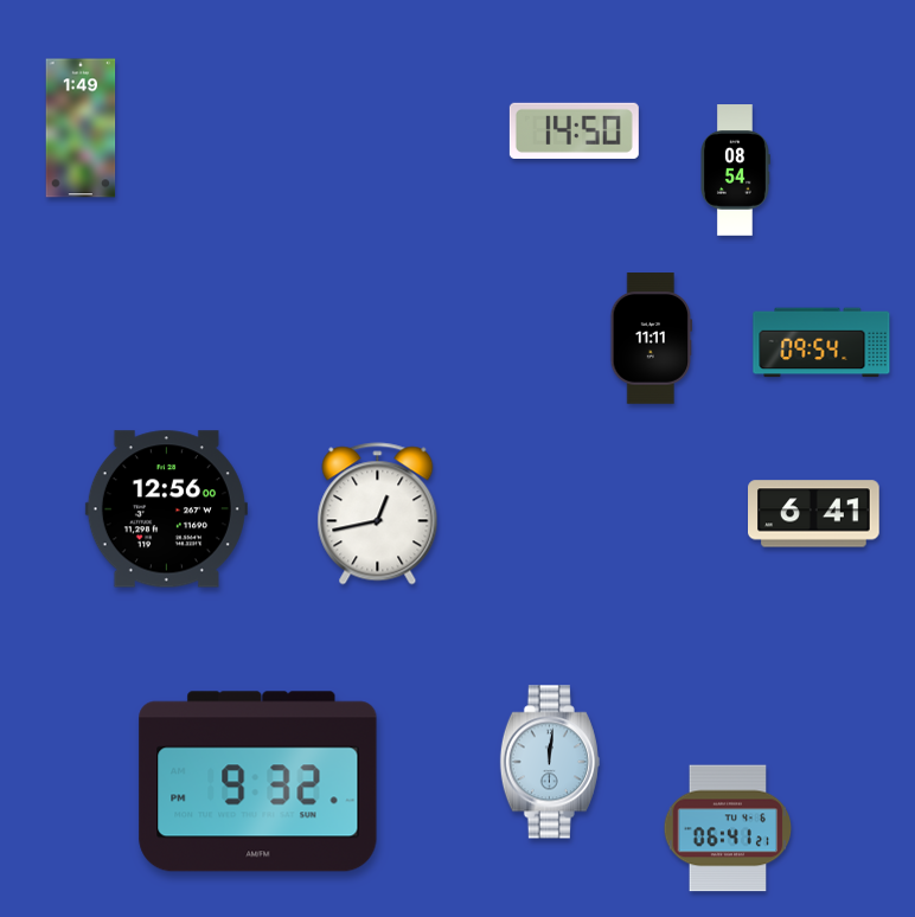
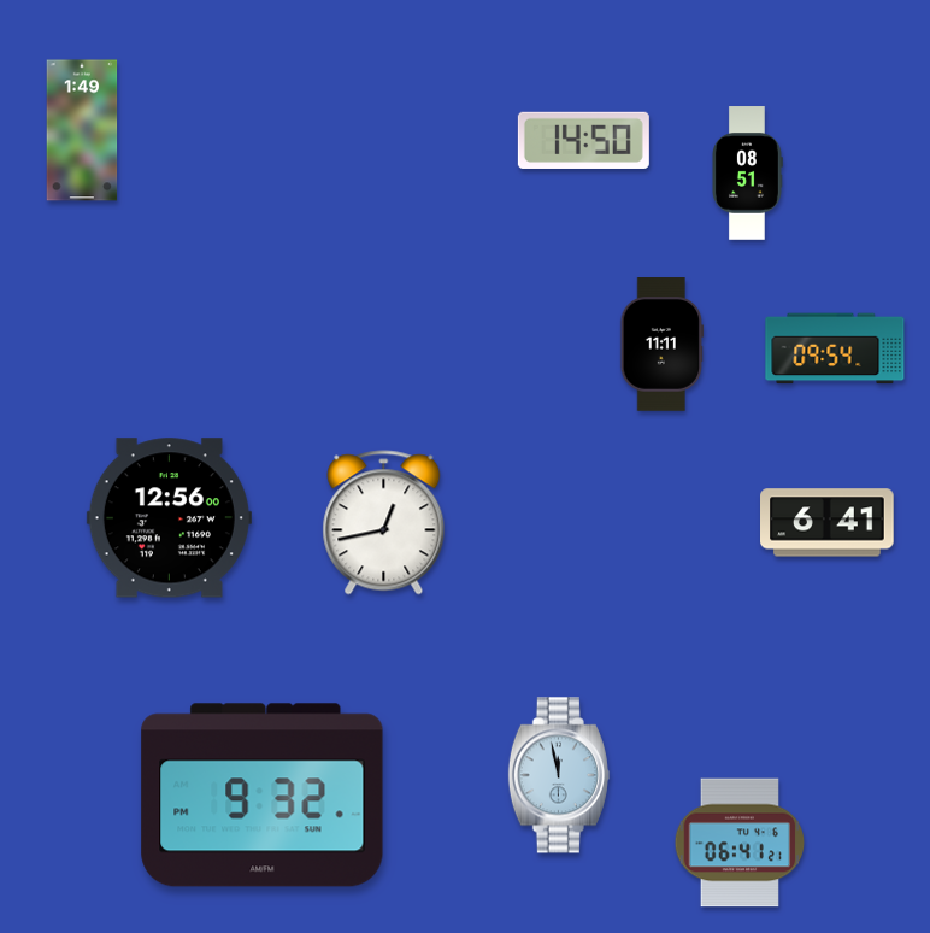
clock at (574, 130) position: (574, 130) -> (583, 140)
clock at (736, 171): 08:54 -> 08:51
clock at (550, 762): 12:01 -> 11:58
